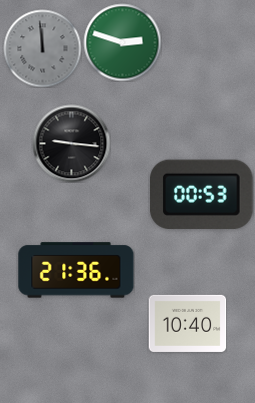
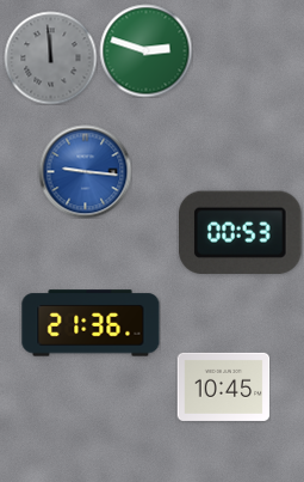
clock at (71, 143) dial: black -> blue
clock at (187, 323): 10:40 -> 10:45
